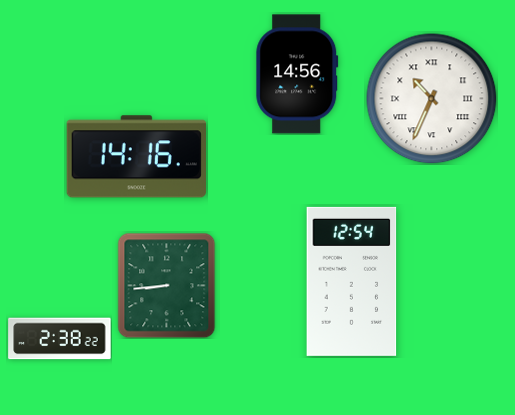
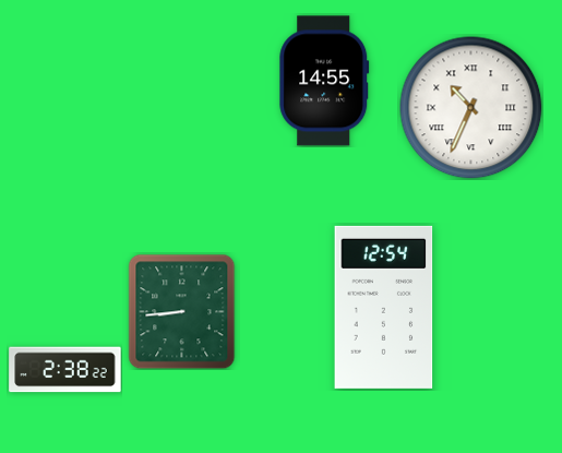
clock at (297, 74): 14:56 -> 14:55
clock at (136, 157): 14:16 -> none
